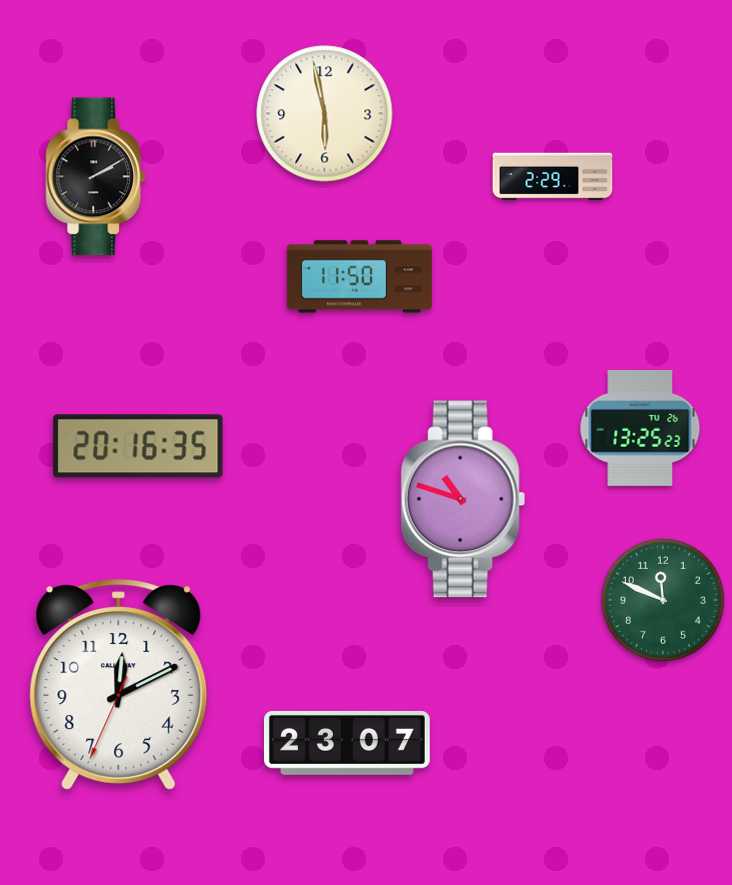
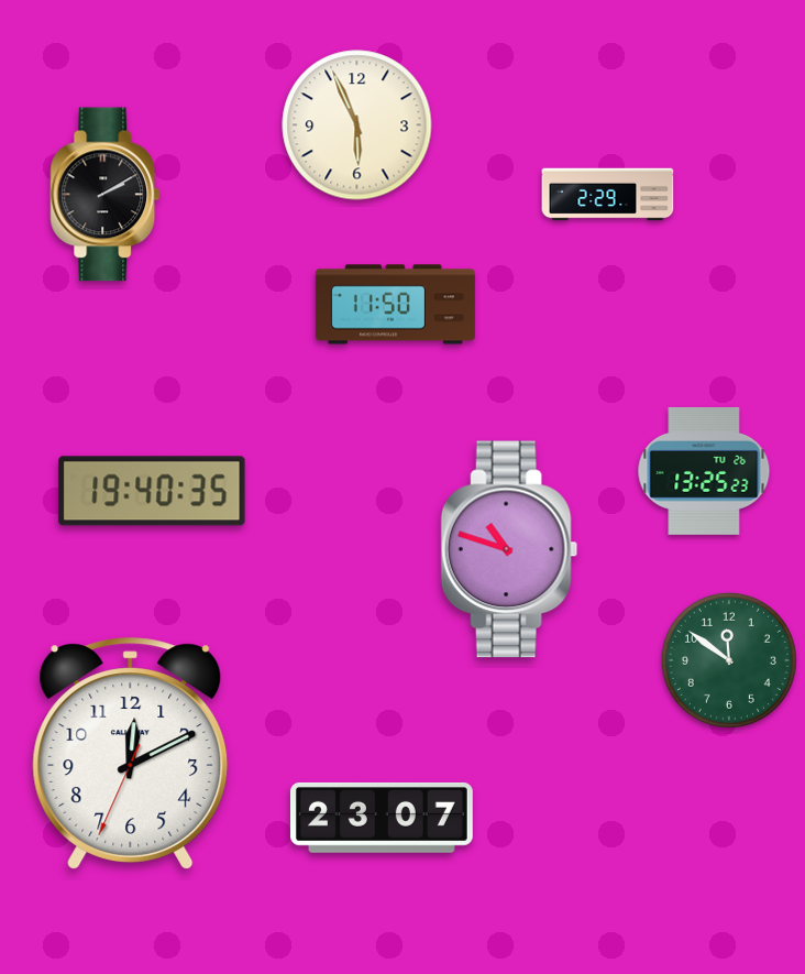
clock at (325, 114): 5:58 -> 5:56
clock at (138, 446): 20:16 -> 19:40
clock at (663, 600): 11:49 -> 11:51
